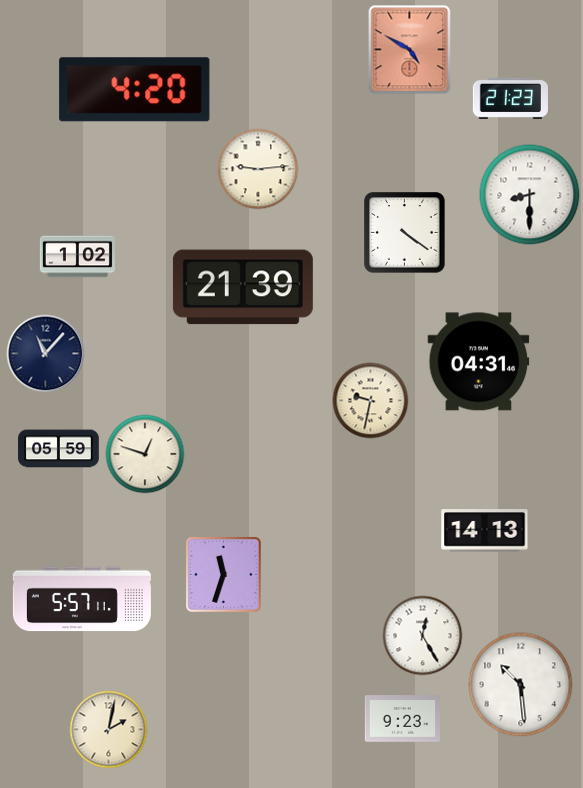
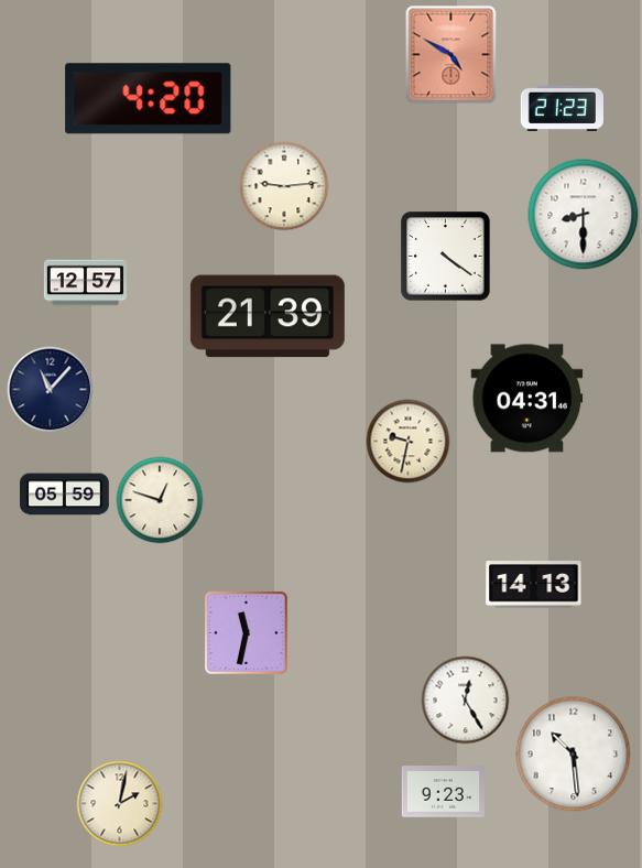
clock at (77, 257): 1:02 -> 12:57
clock at (223, 574): 11:33 -> 11:32
clock at (82, 599): 5:57 -> none
